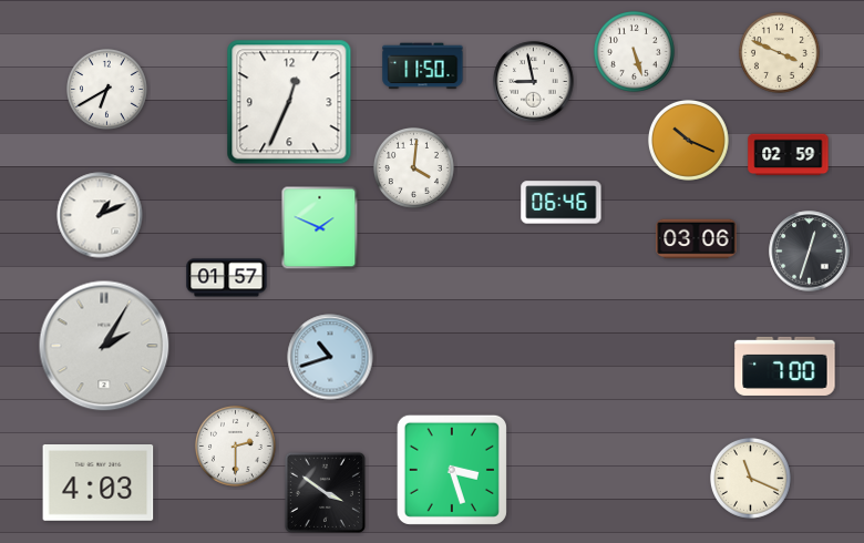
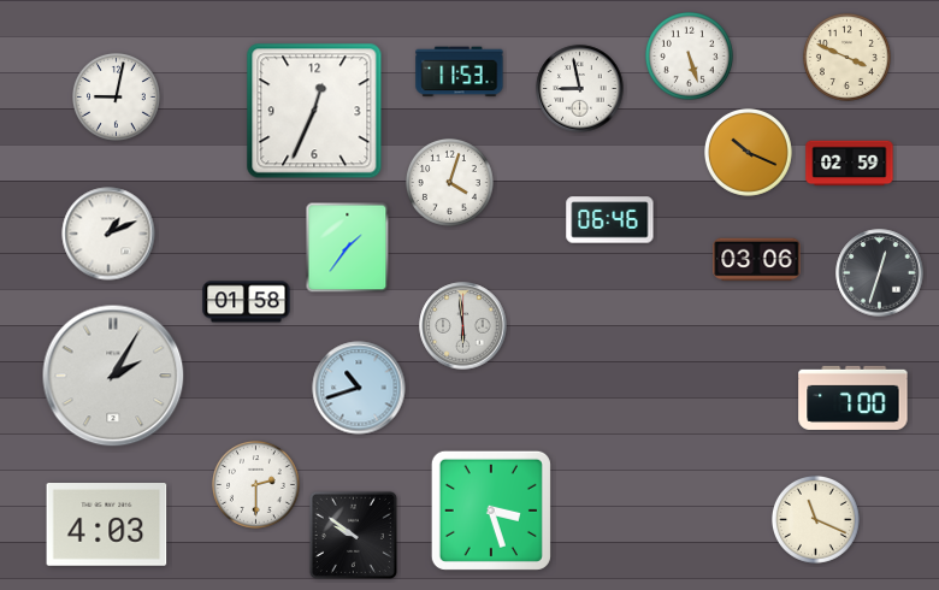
clock at (423, 66): 11:50 -> 11:53
clock at (106, 89): 6:40 -> 9:02
clock at (789, 155) position: (789, 155) -> (850, 164)
clock at (413, 167): 4:01 -> 4:03
clock at (320, 228): 1:49 -> 1:36
clock at (227, 278): 01:57 -> 01:58
clock at (463, 326): none -> 5:59
clock at (325, 492): 3:51 -> 9:51
